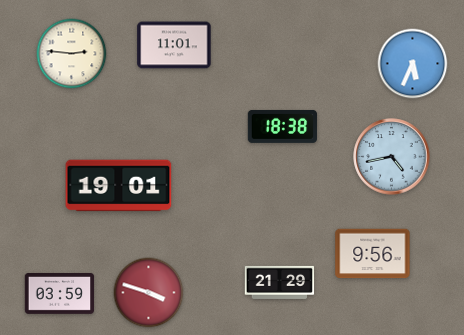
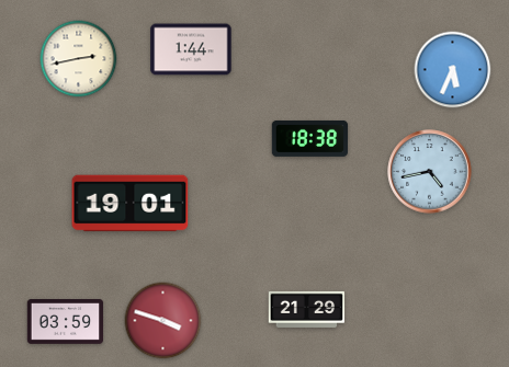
clock at (174, 45): 11:01 -> 1:44
clock at (72, 54): 2:46 -> 2:43
clock at (373, 254): 9:56 -> none
